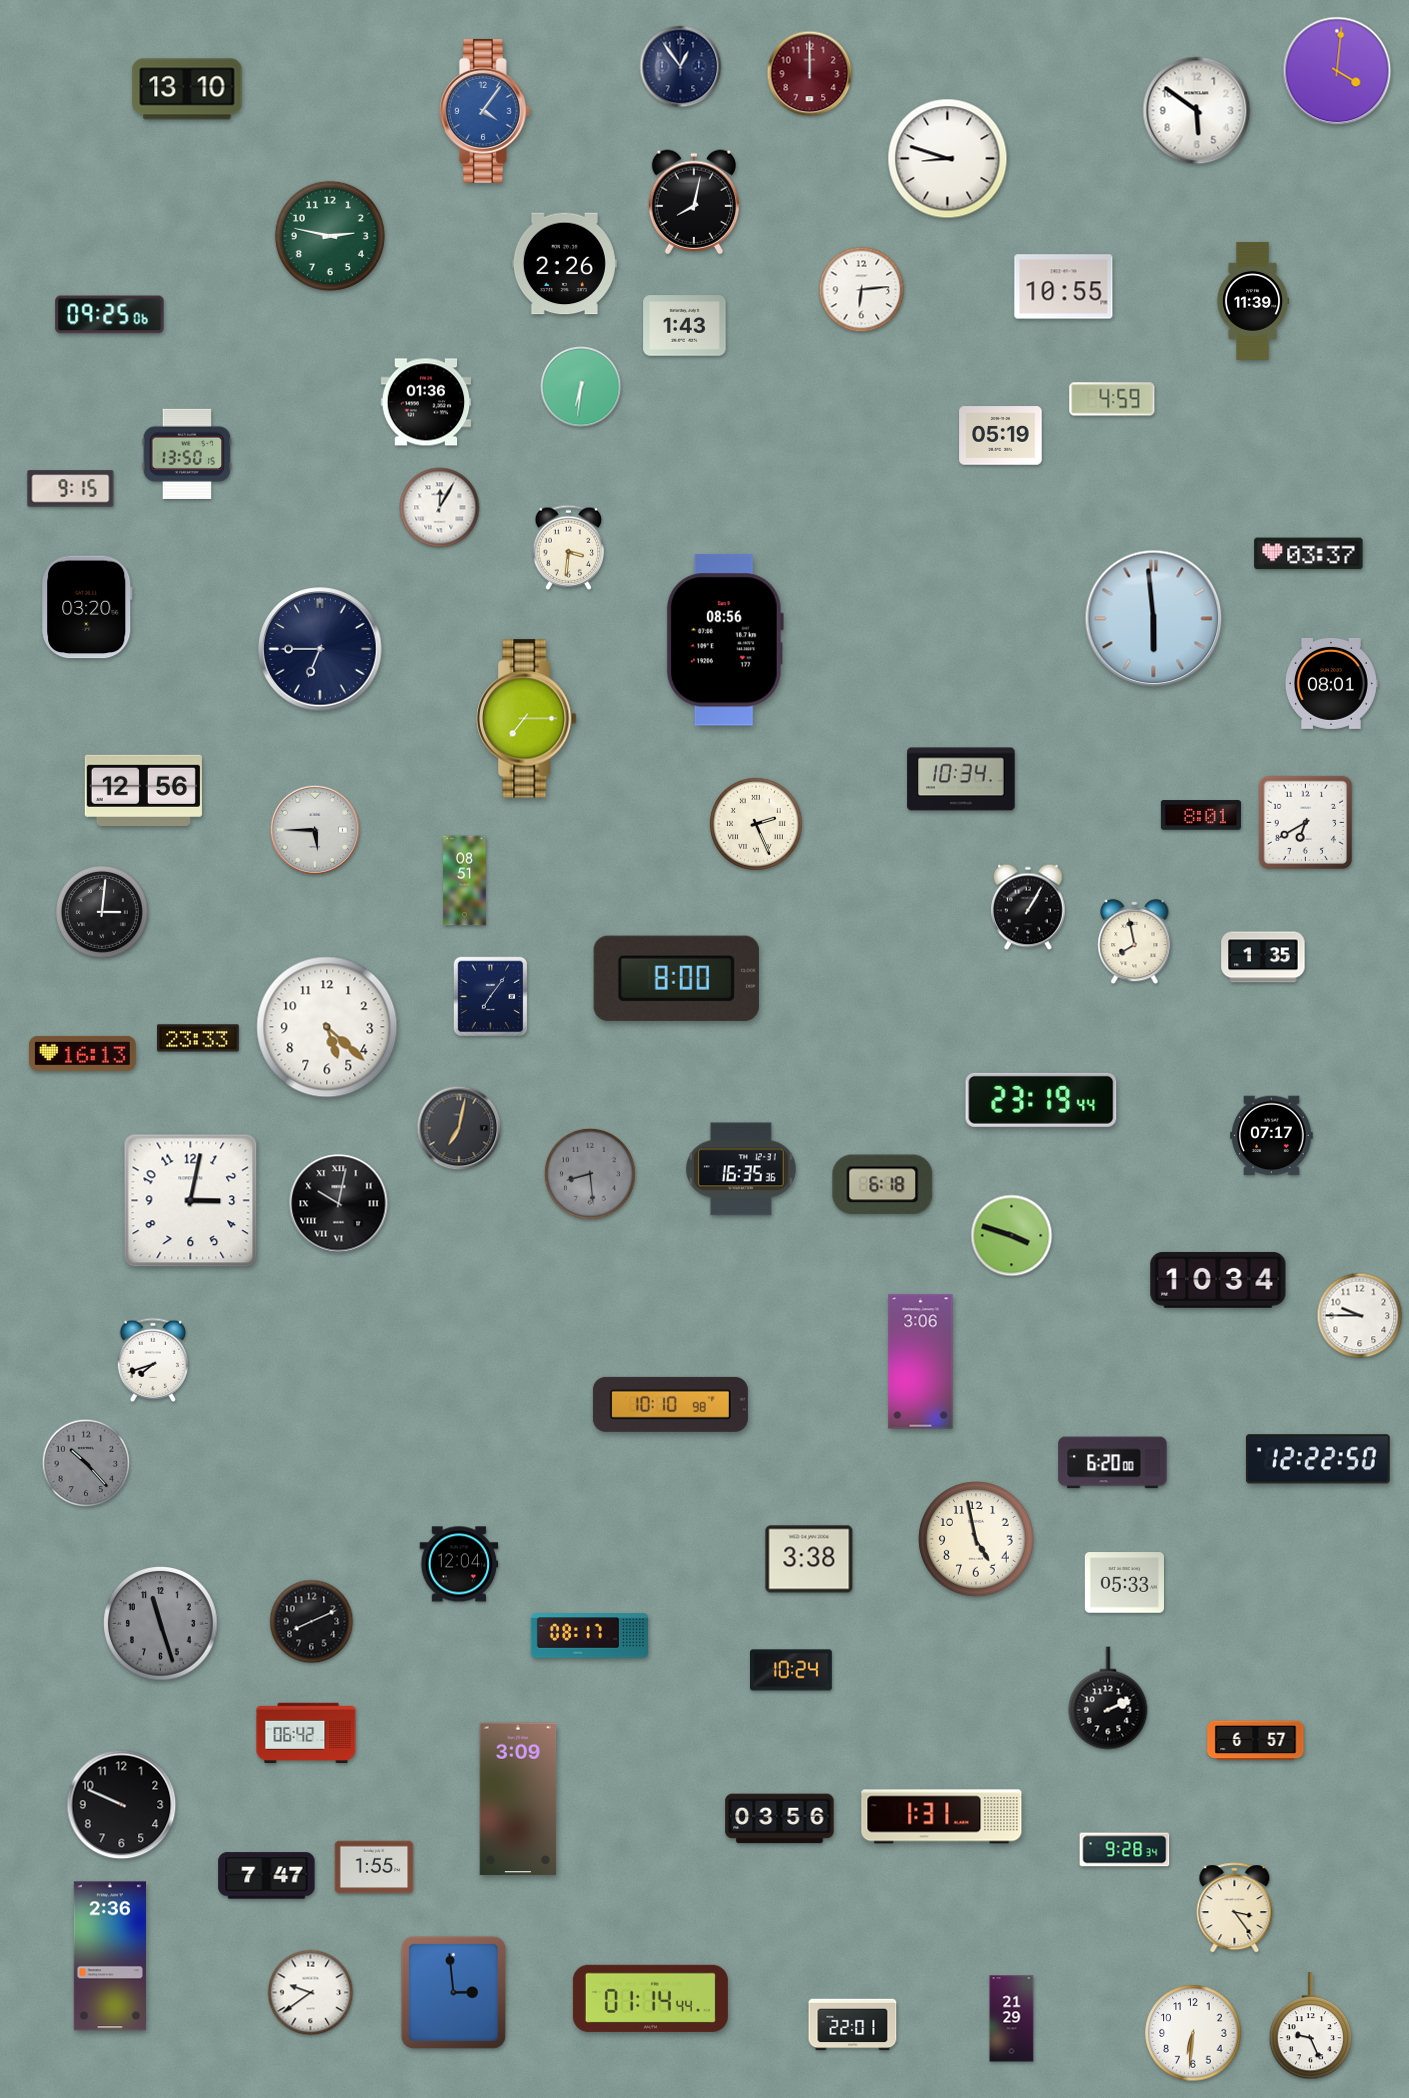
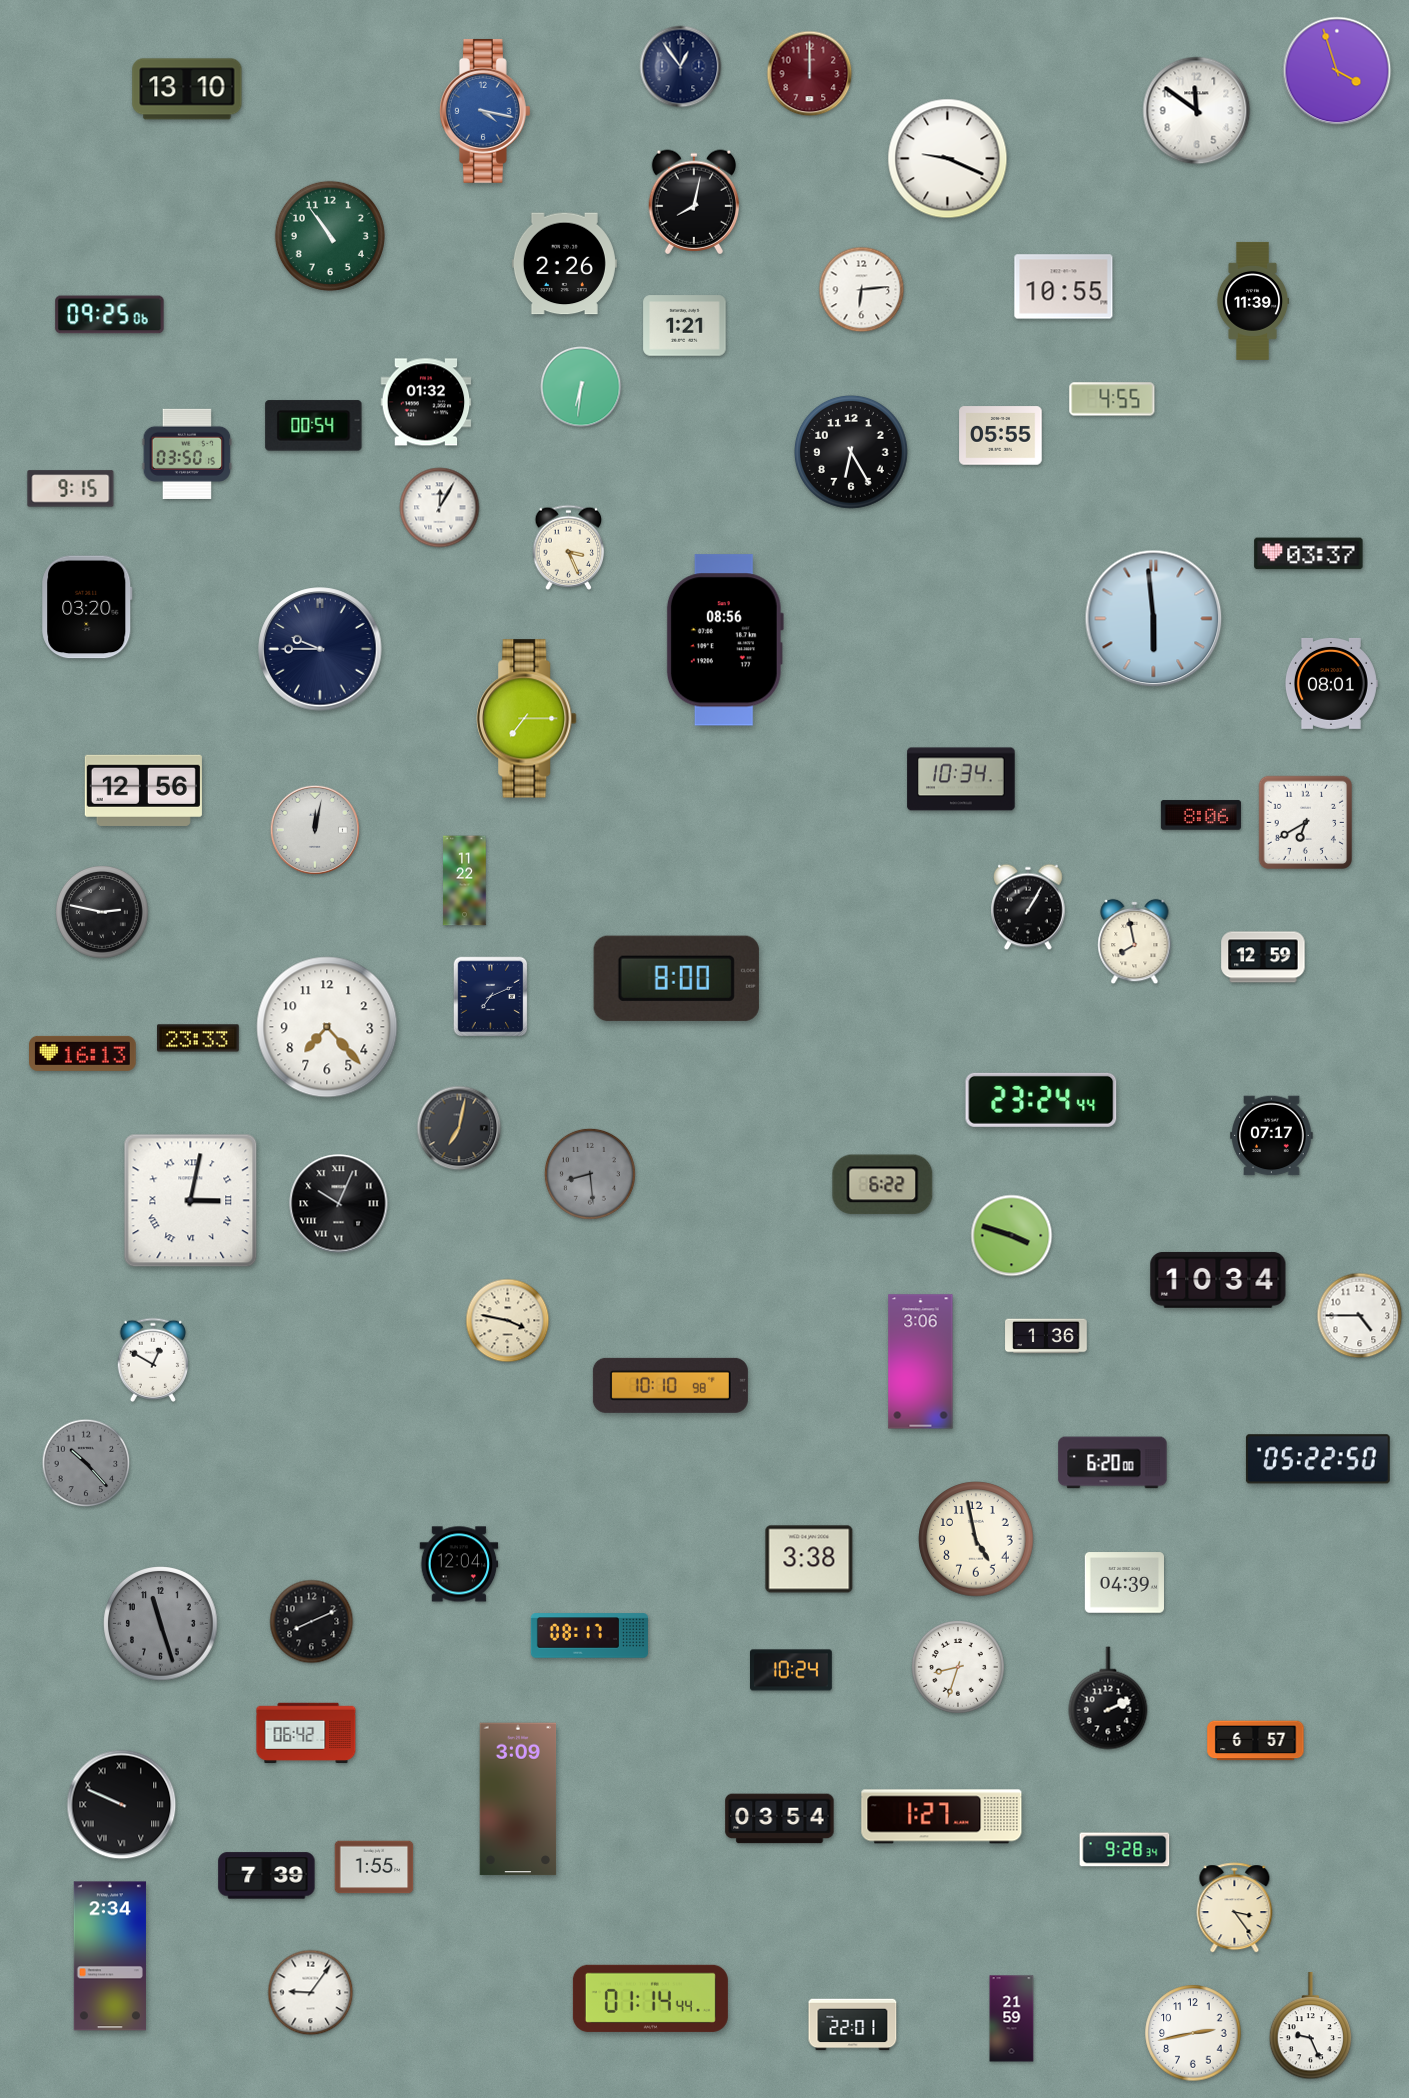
clock at (1337, 71): 4:01 -> 3:57
clock at (485, 111): 4:06 -> 4:17
clock at (1197, 111): 5:51 -> 11:51
clock at (948, 159): 8:48 -> 9:19
clock at (330, 236): 2:47 -> 10:54
clock at (685, 326): 1:43 -> 1:21
clock at (1112, 399): 4:59 -> 4:55
clock at (426, 402): 01:36 -> 01:32
clock at (314, 426): none -> 00:54
clock at (1001, 436): 05:19 -> 05:55
clock at (851, 452): none -> 6:25
clock at (187, 454): 13:50 -> 03:50
clock at (569, 547): 3:31 -> 3:26
clock at (320, 649): 6:45 -> 9:45
clock at (1201, 815): 8:01 -> 8:06
clock at (756, 824): 2:26 -> none
clock at (314, 829): 5:45 -> 12:02
clock at (465, 881): 08:51 -> 11:22
clock at (102, 912): 3:01 -> 2:47
clock at (1263, 957): 1:35 -> 12:59
clock at (491, 997): 7:06 -> 7:11
clock at (327, 1027): 5:22 -> 7:23
clock at (1041, 1100): 23:19 -> 23:24
clock at (741, 1169): 16:35 -> none
clock at (883, 1185): 6:18 -> 6:22
clock at (191, 1201) numerals: Arabic -> Roman
clock at (339, 1204): 10:02 -> 10:04
clock at (1360, 1316): 9:45 -> 4:45
clock at (508, 1321): none -> 3:47
clock at (1046, 1336): none -> 1:36
clock at (153, 1360): 7:42 -> 12:50
clock at (670, 1404) position: (670, 1404) -> (670, 1385)
clock at (1318, 1459): 12:22 -> 05:22
clock at (1124, 1583): 05:33 -> 04:39
clock at (958, 1667): none -> 8:33
clock at (122, 1805) numerals: Arabic -> Roman
clock at (942, 1817): 1:31 -> 1:27
clock at (780, 1819): 03:56 -> 03:54
clock at (267, 1876): 7:47 -> 7:39
clock at (110, 1956): 2:36 -> 2:34
clock at (453, 1992): 2:59 -> none
clock at (311, 1993): 9:39 -> 9:06
clock at (1012, 2019): 21:29 -> 21:59
clock at (1193, 2033): 6:31 -> 2:43
